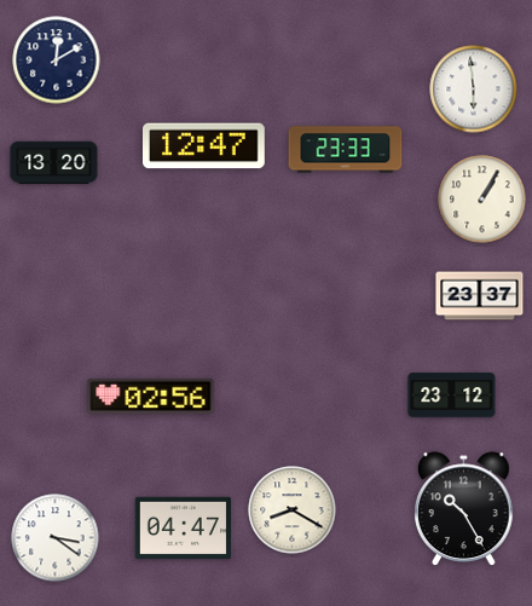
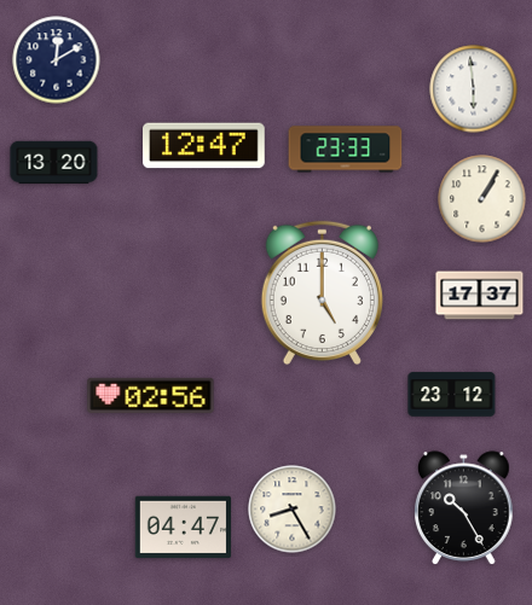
clock at (322, 293): none -> 5:00
clock at (480, 296): 23:37 -> 17:37
clock at (293, 510): 8:20 -> 8:25
clock at (56, 538): 3:21 -> none
